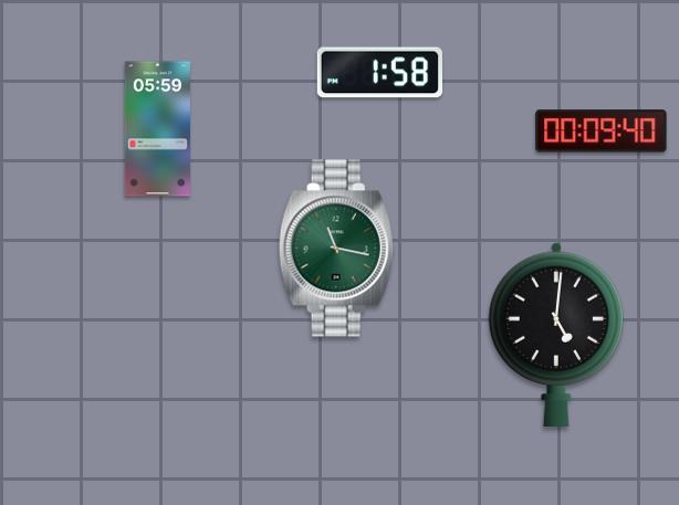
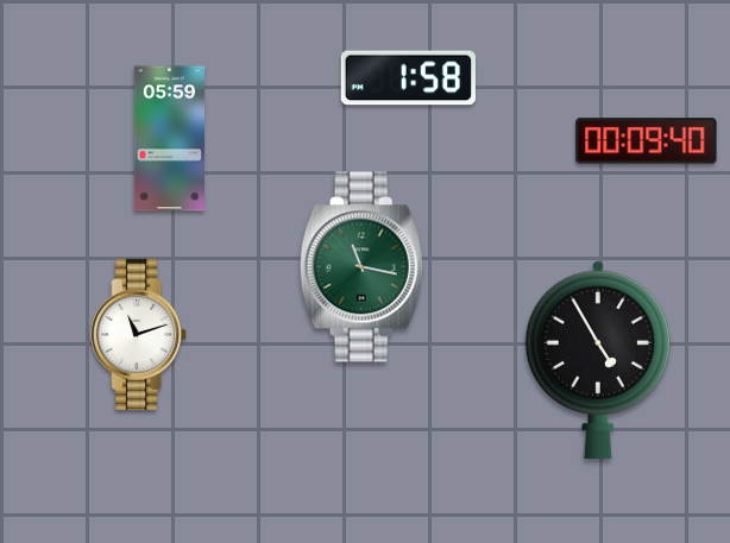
clock at (139, 334): none -> 11:12
clock at (556, 334): 5:01 -> 4:55
